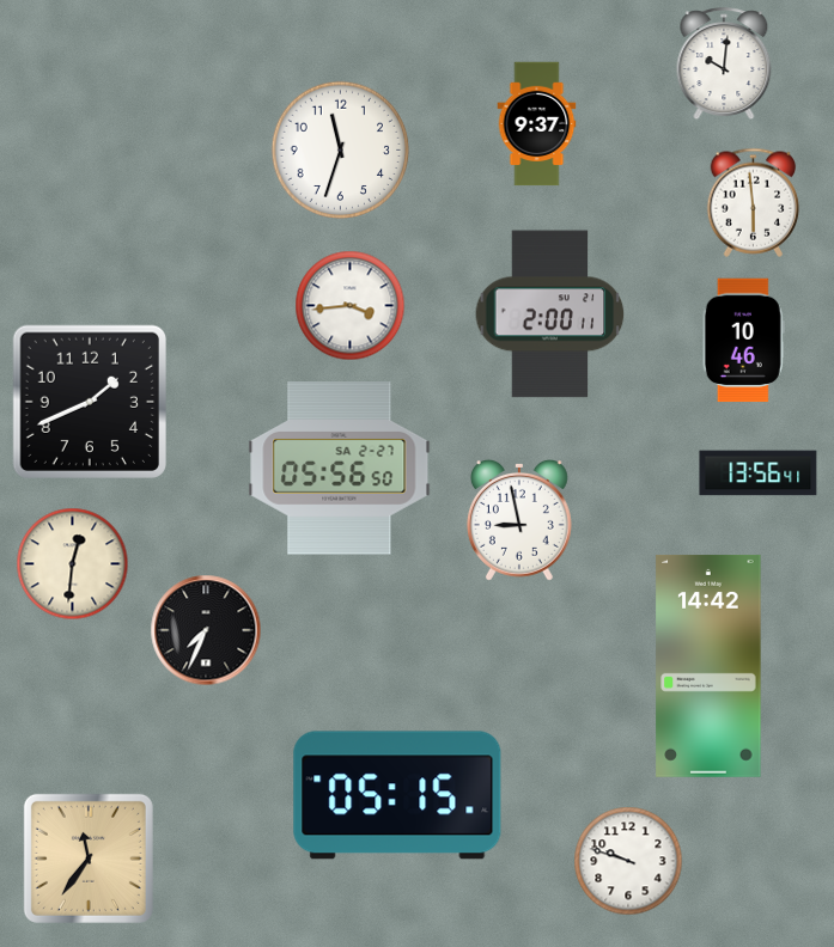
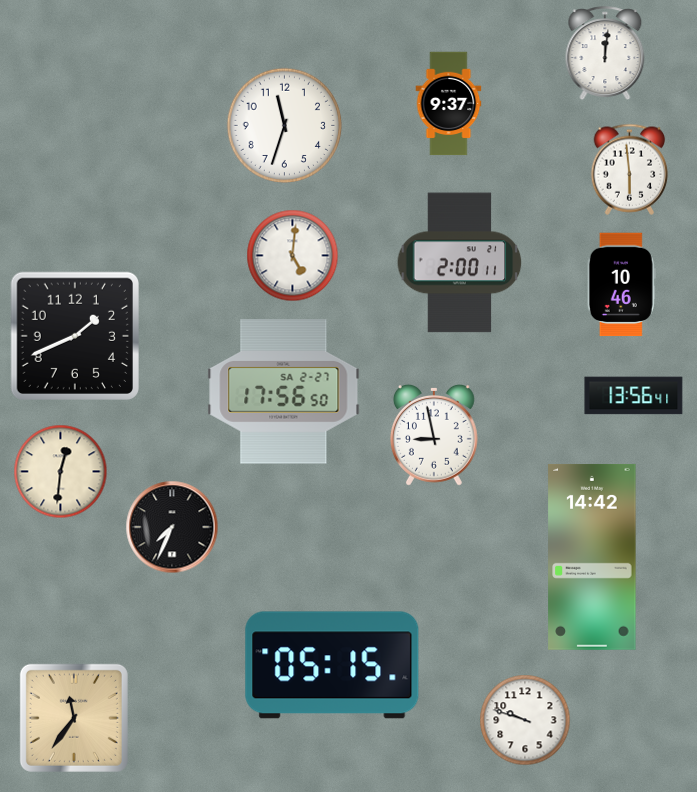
clock at (724, 65): 10:01 -> 12:01
clock at (351, 306): 3:44 -> 5:01
clock at (340, 469): 05:56 -> 17:56
